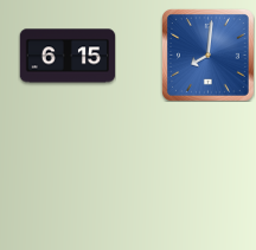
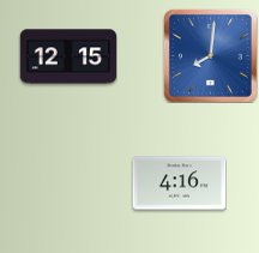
clock at (68, 56): 6:15 -> 12:15
clock at (179, 183): none -> 4:16
